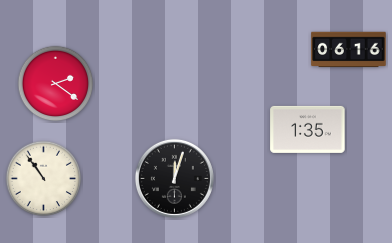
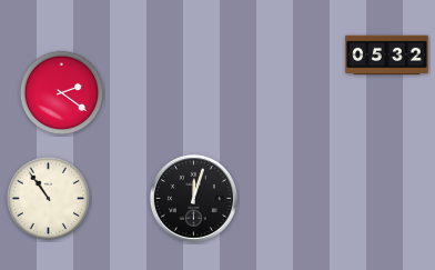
clock at (349, 50): 06:16 -> 05:32
clock at (308, 129): 1:35 -> none
